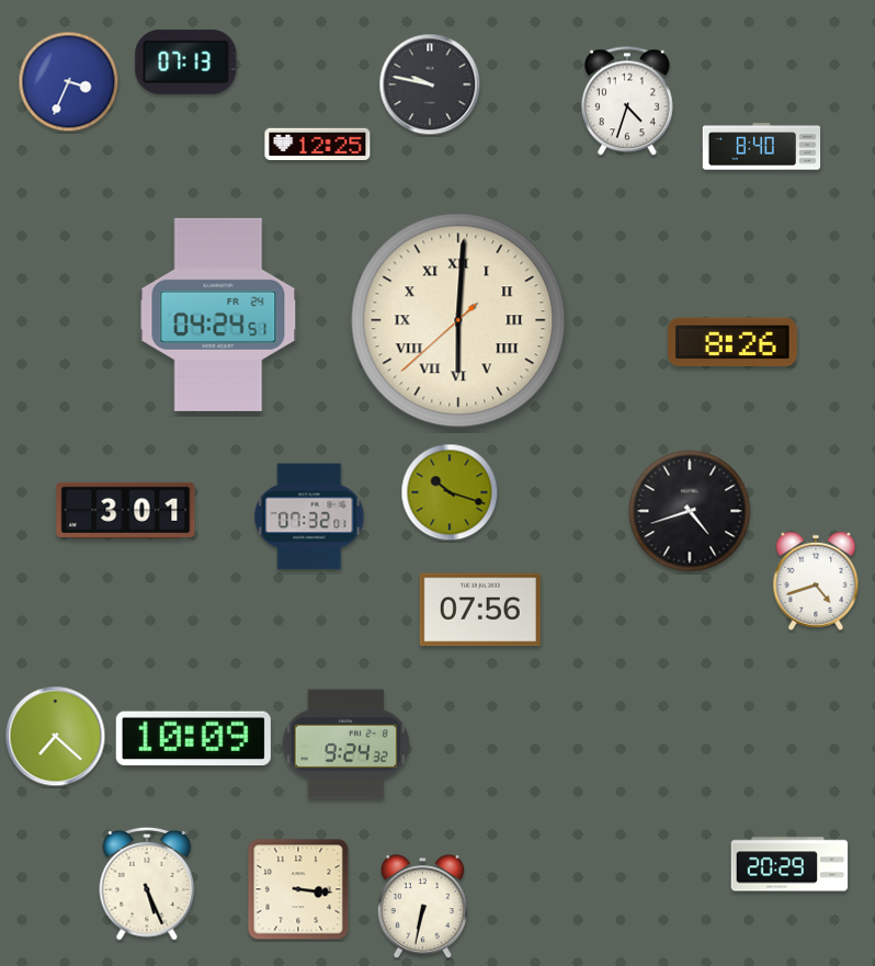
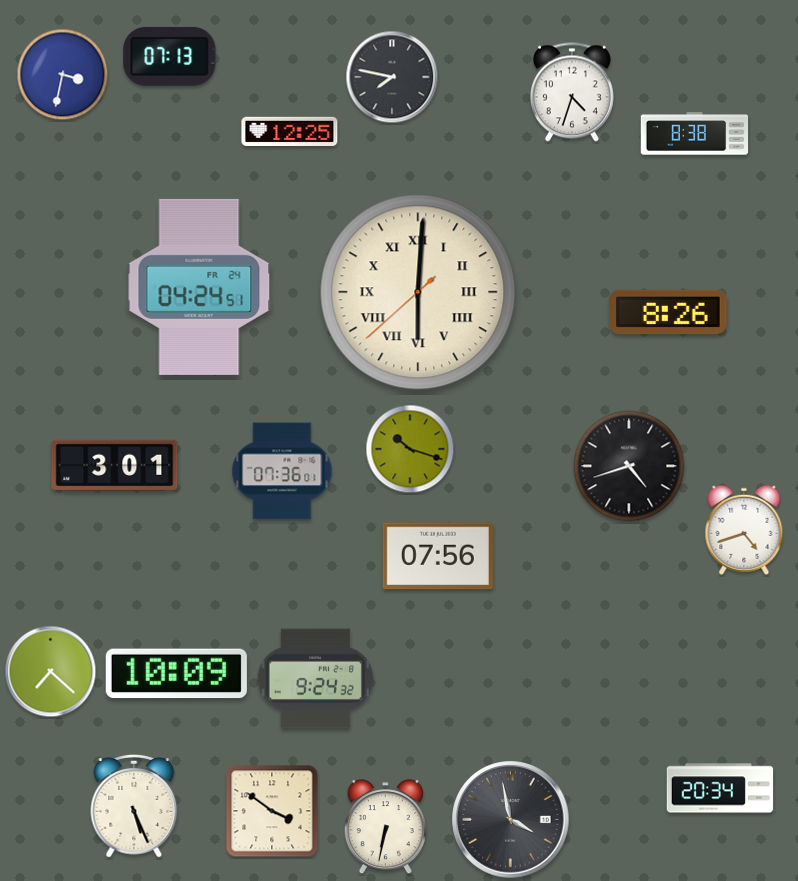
clock at (69, 82): 3:34 -> 3:32
clock at (430, 84): 9:47 -> 7:47
clock at (762, 147): 8:40 -> 8:38
clock at (309, 516): 07:32 -> 07:36
clock at (789, 864): 20:29 -> 20:34
clock at (298, 889): 3:16 -> 3:51
clock at (511, 820): none -> 3:58
